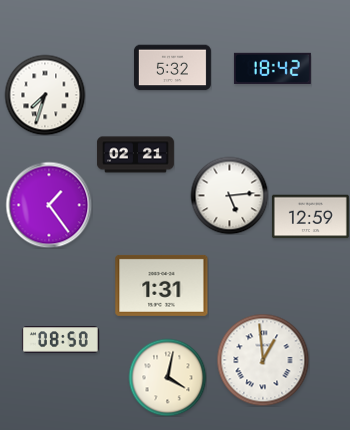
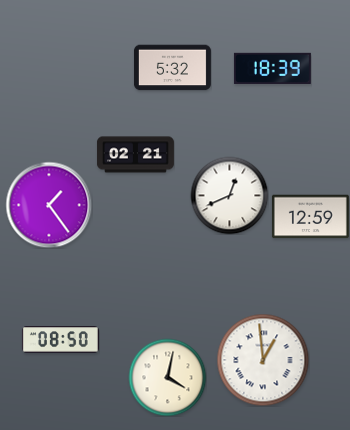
clock at (272, 68): 18:42 -> 18:39
clock at (45, 95): 7:33 -> none
clock at (229, 195): 5:14 -> 12:41
clock at (162, 285): 1:31 -> none
